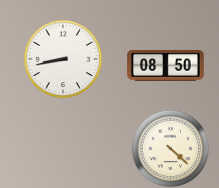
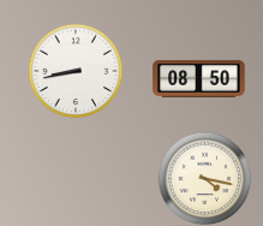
clock at (170, 148): 4:22 -> 4:17
